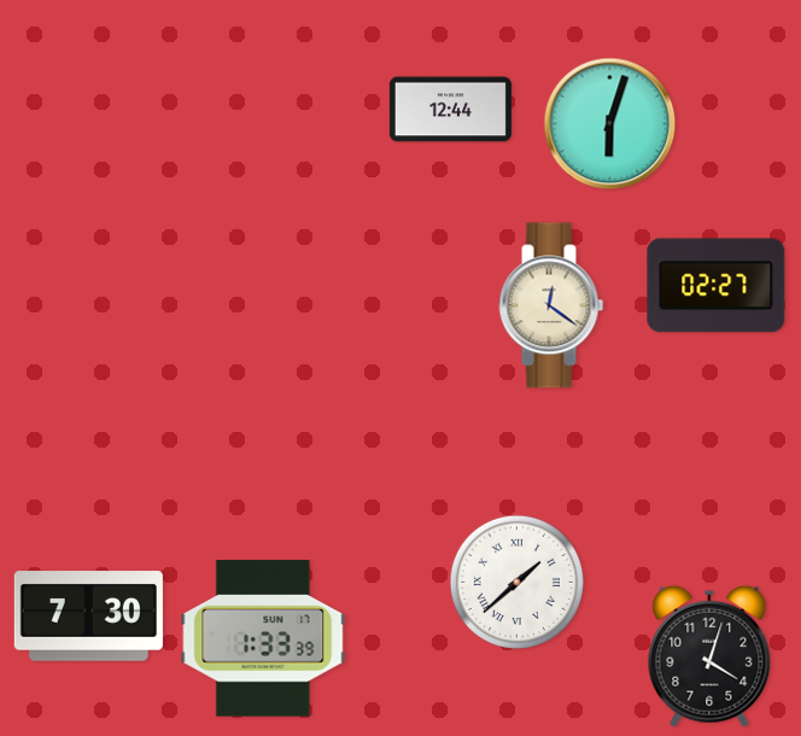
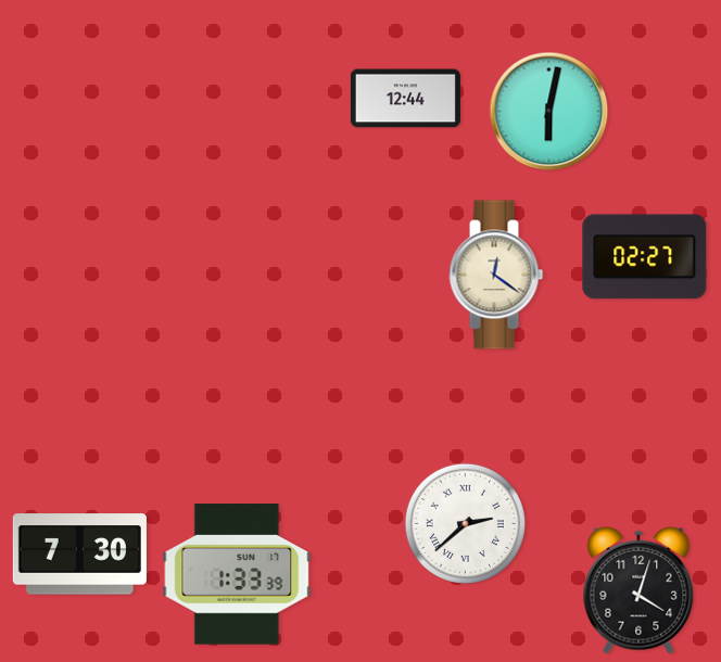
clock at (610, 124): 6:03 -> 6:02
clock at (516, 582): 1:38 -> 2:38
